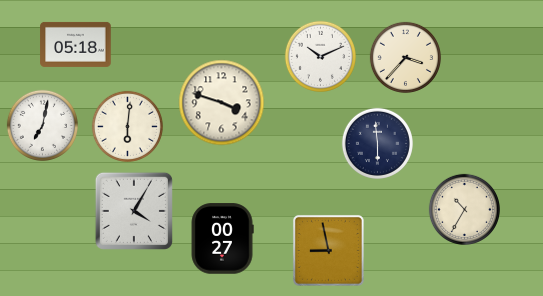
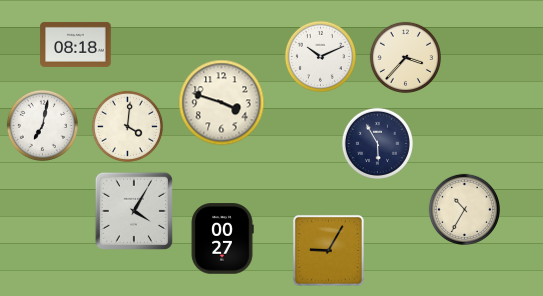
clock at (76, 44): 05:18 -> 08:18
clock at (127, 126): 6:01 -> 4:01
clock at (377, 143): 5:59 -> 5:55
clock at (329, 251): 8:58 -> 9:05
